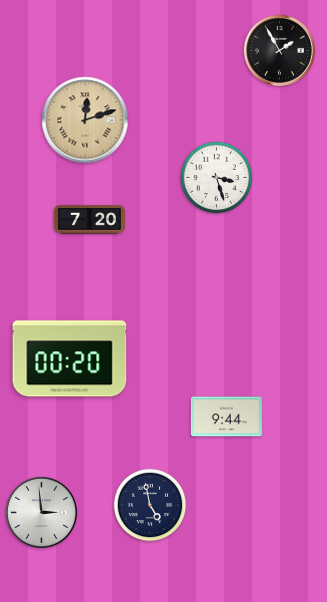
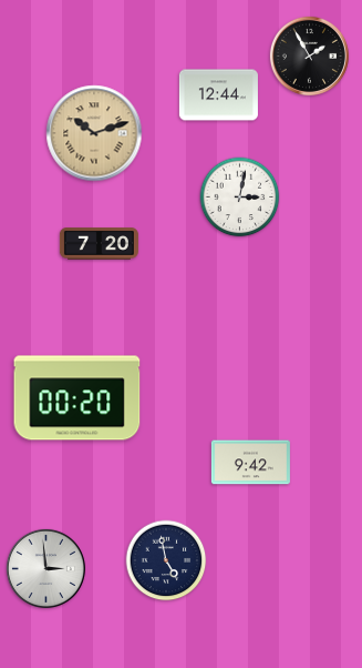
clock at (218, 95): none -> 12:44
clock at (85, 120): 12:12 -> 10:12
clock at (217, 178): 3:27 -> 3:02
clock at (226, 417): 9:44 -> 9:42
